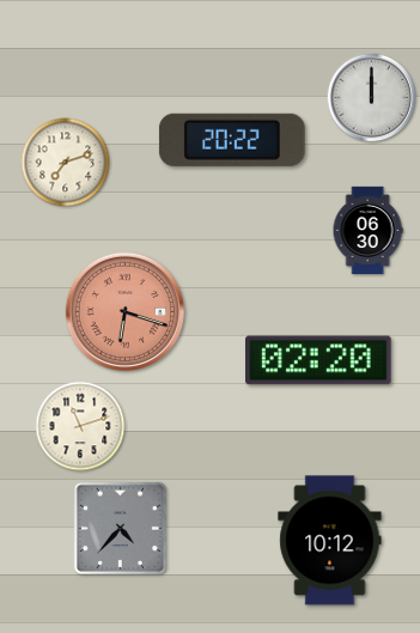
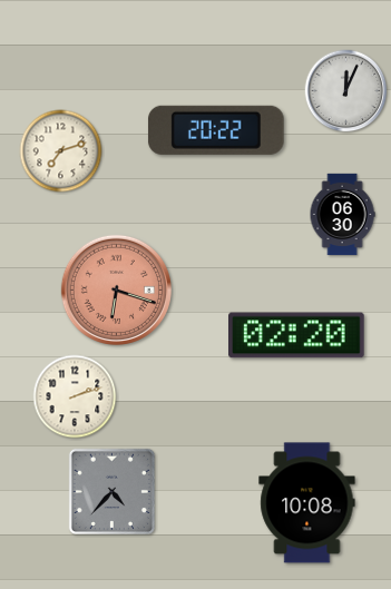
clock at (372, 98): 12:00 -> 12:04
clock at (80, 426): 11:12 -> 2:12
clock at (330, 541): 10:12 -> 10:08
